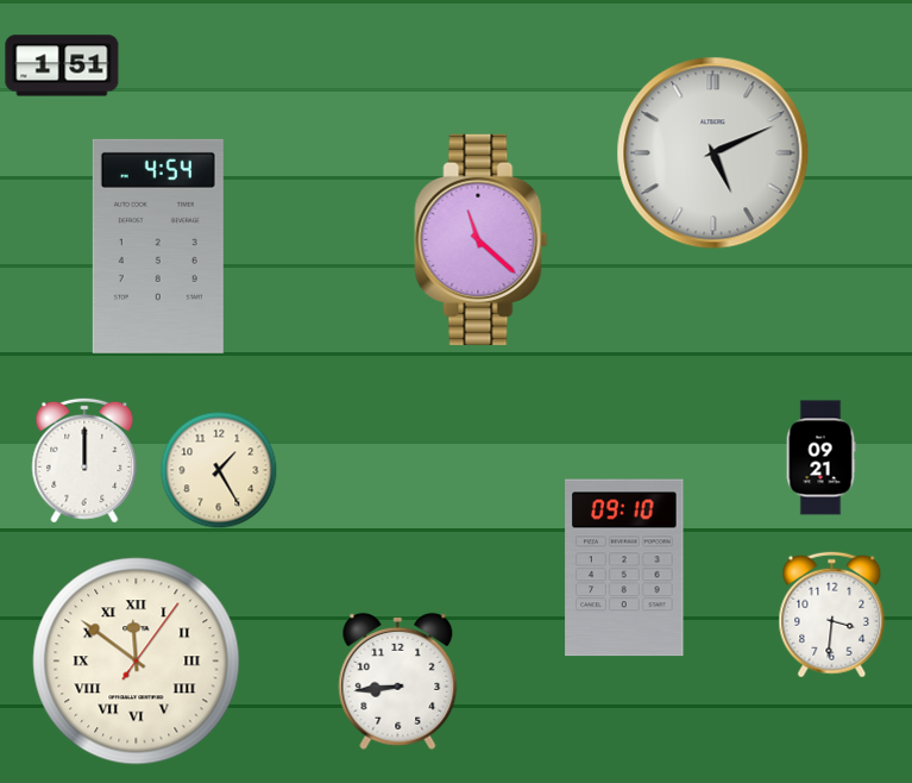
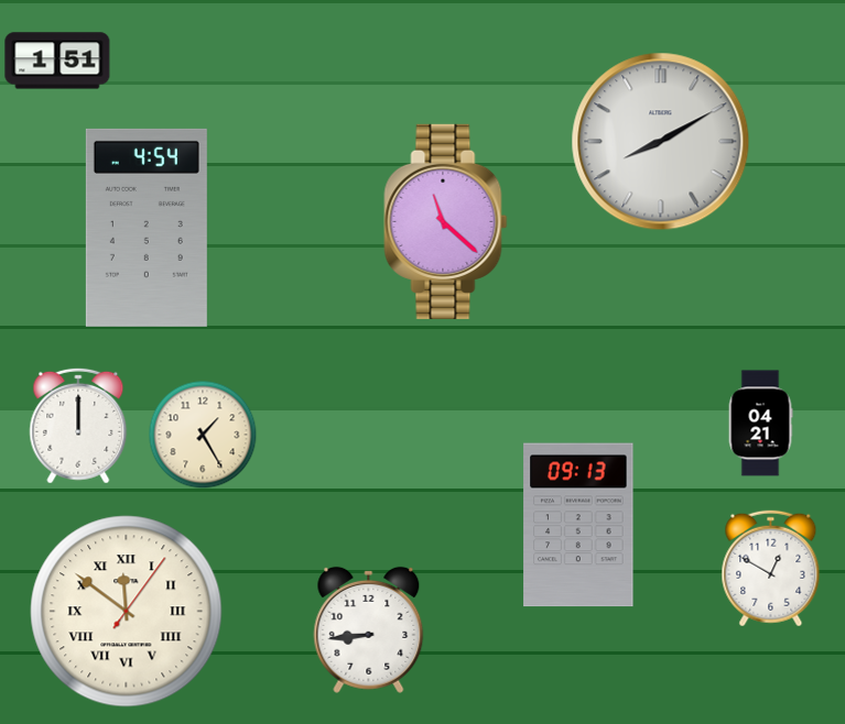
clock at (713, 154): 5:11 -> 8:10
clock at (820, 458): 09:21 -> 04:21
clock at (624, 568): 09:10 -> 09:13
clock at (832, 615): 3:31 -> 12:50
